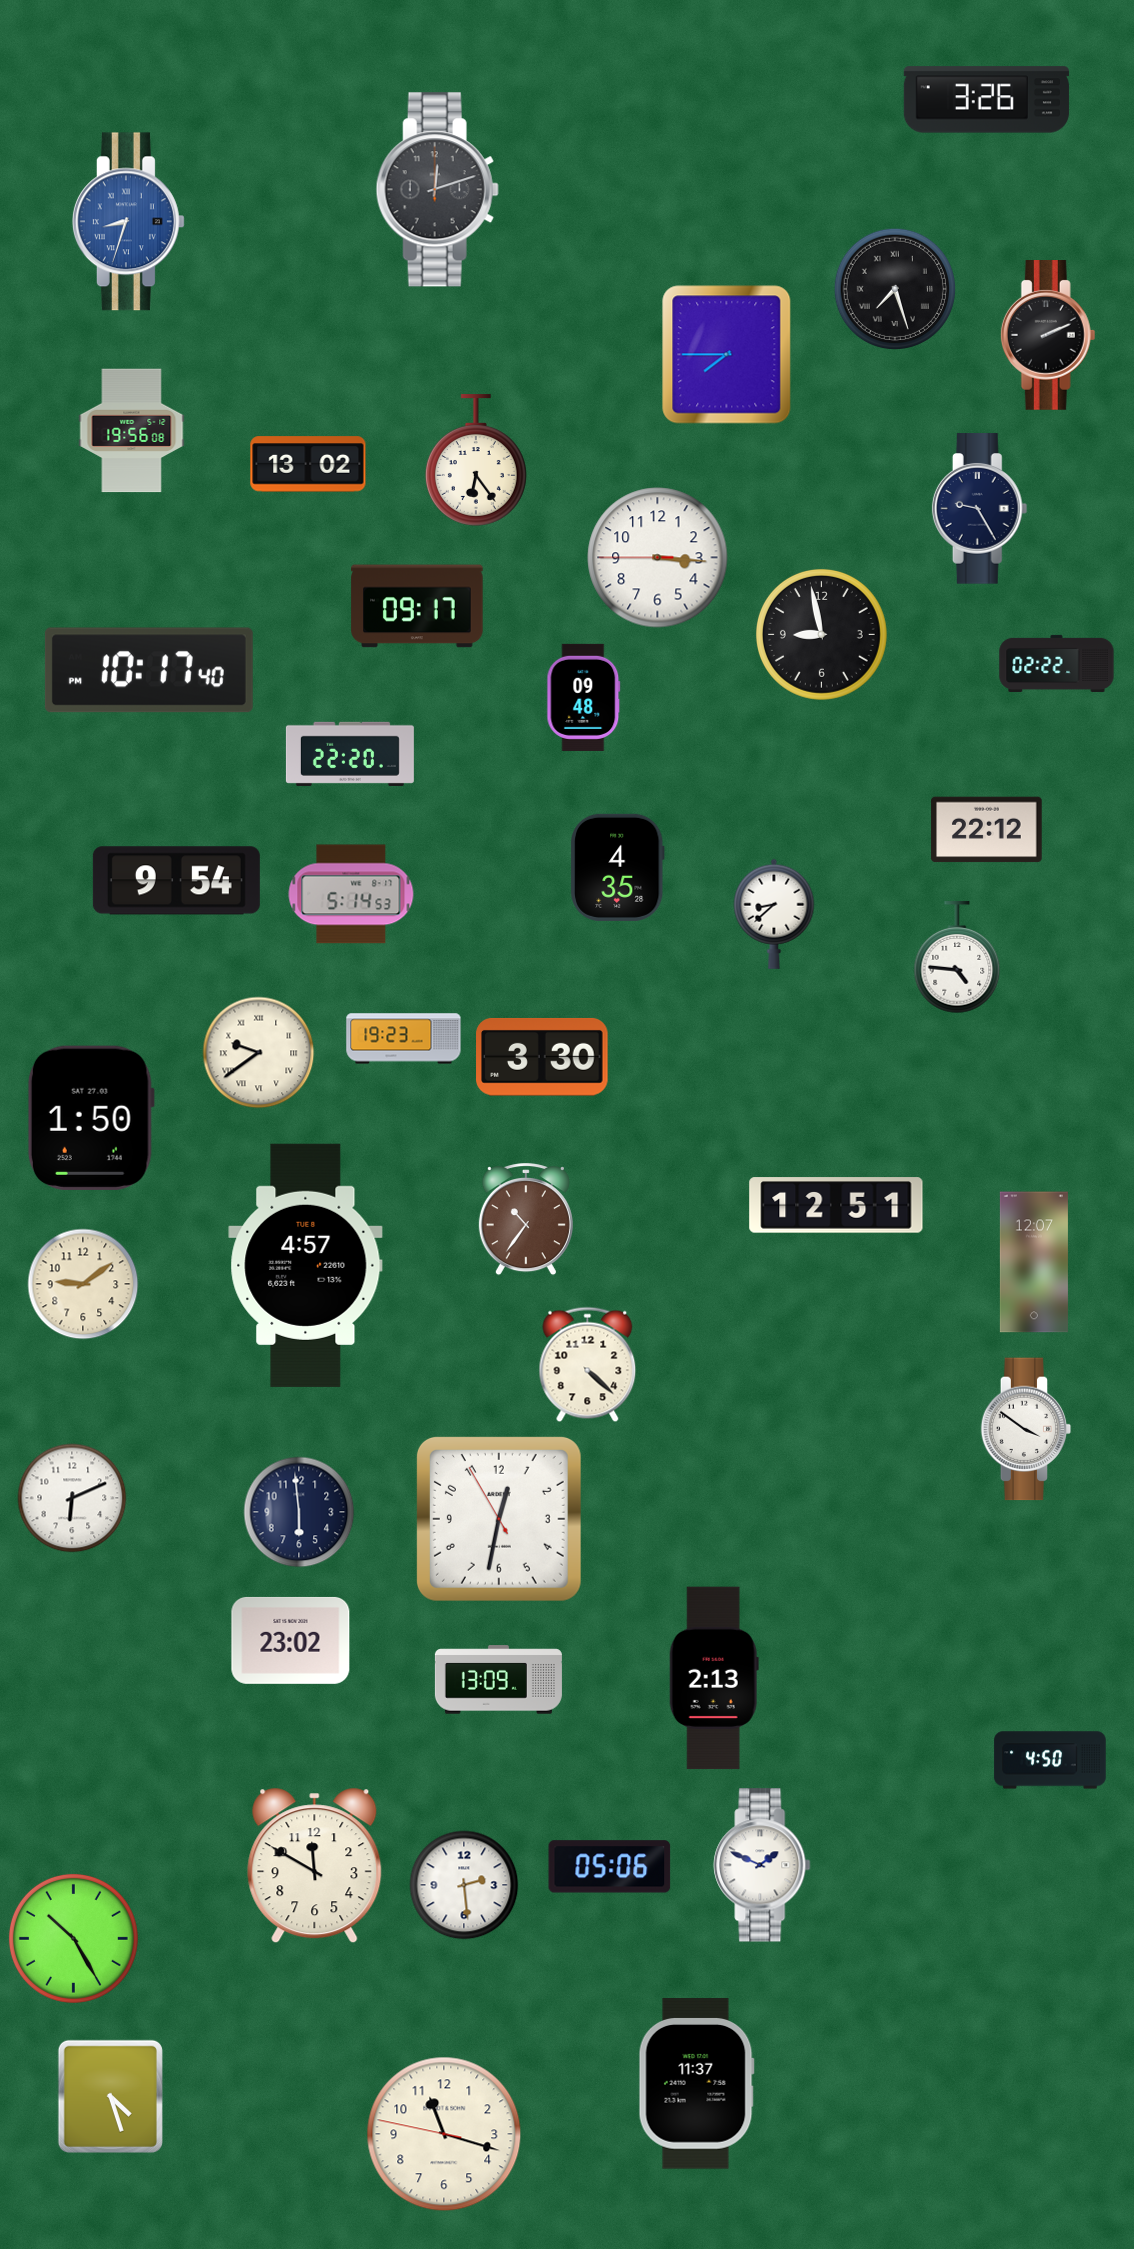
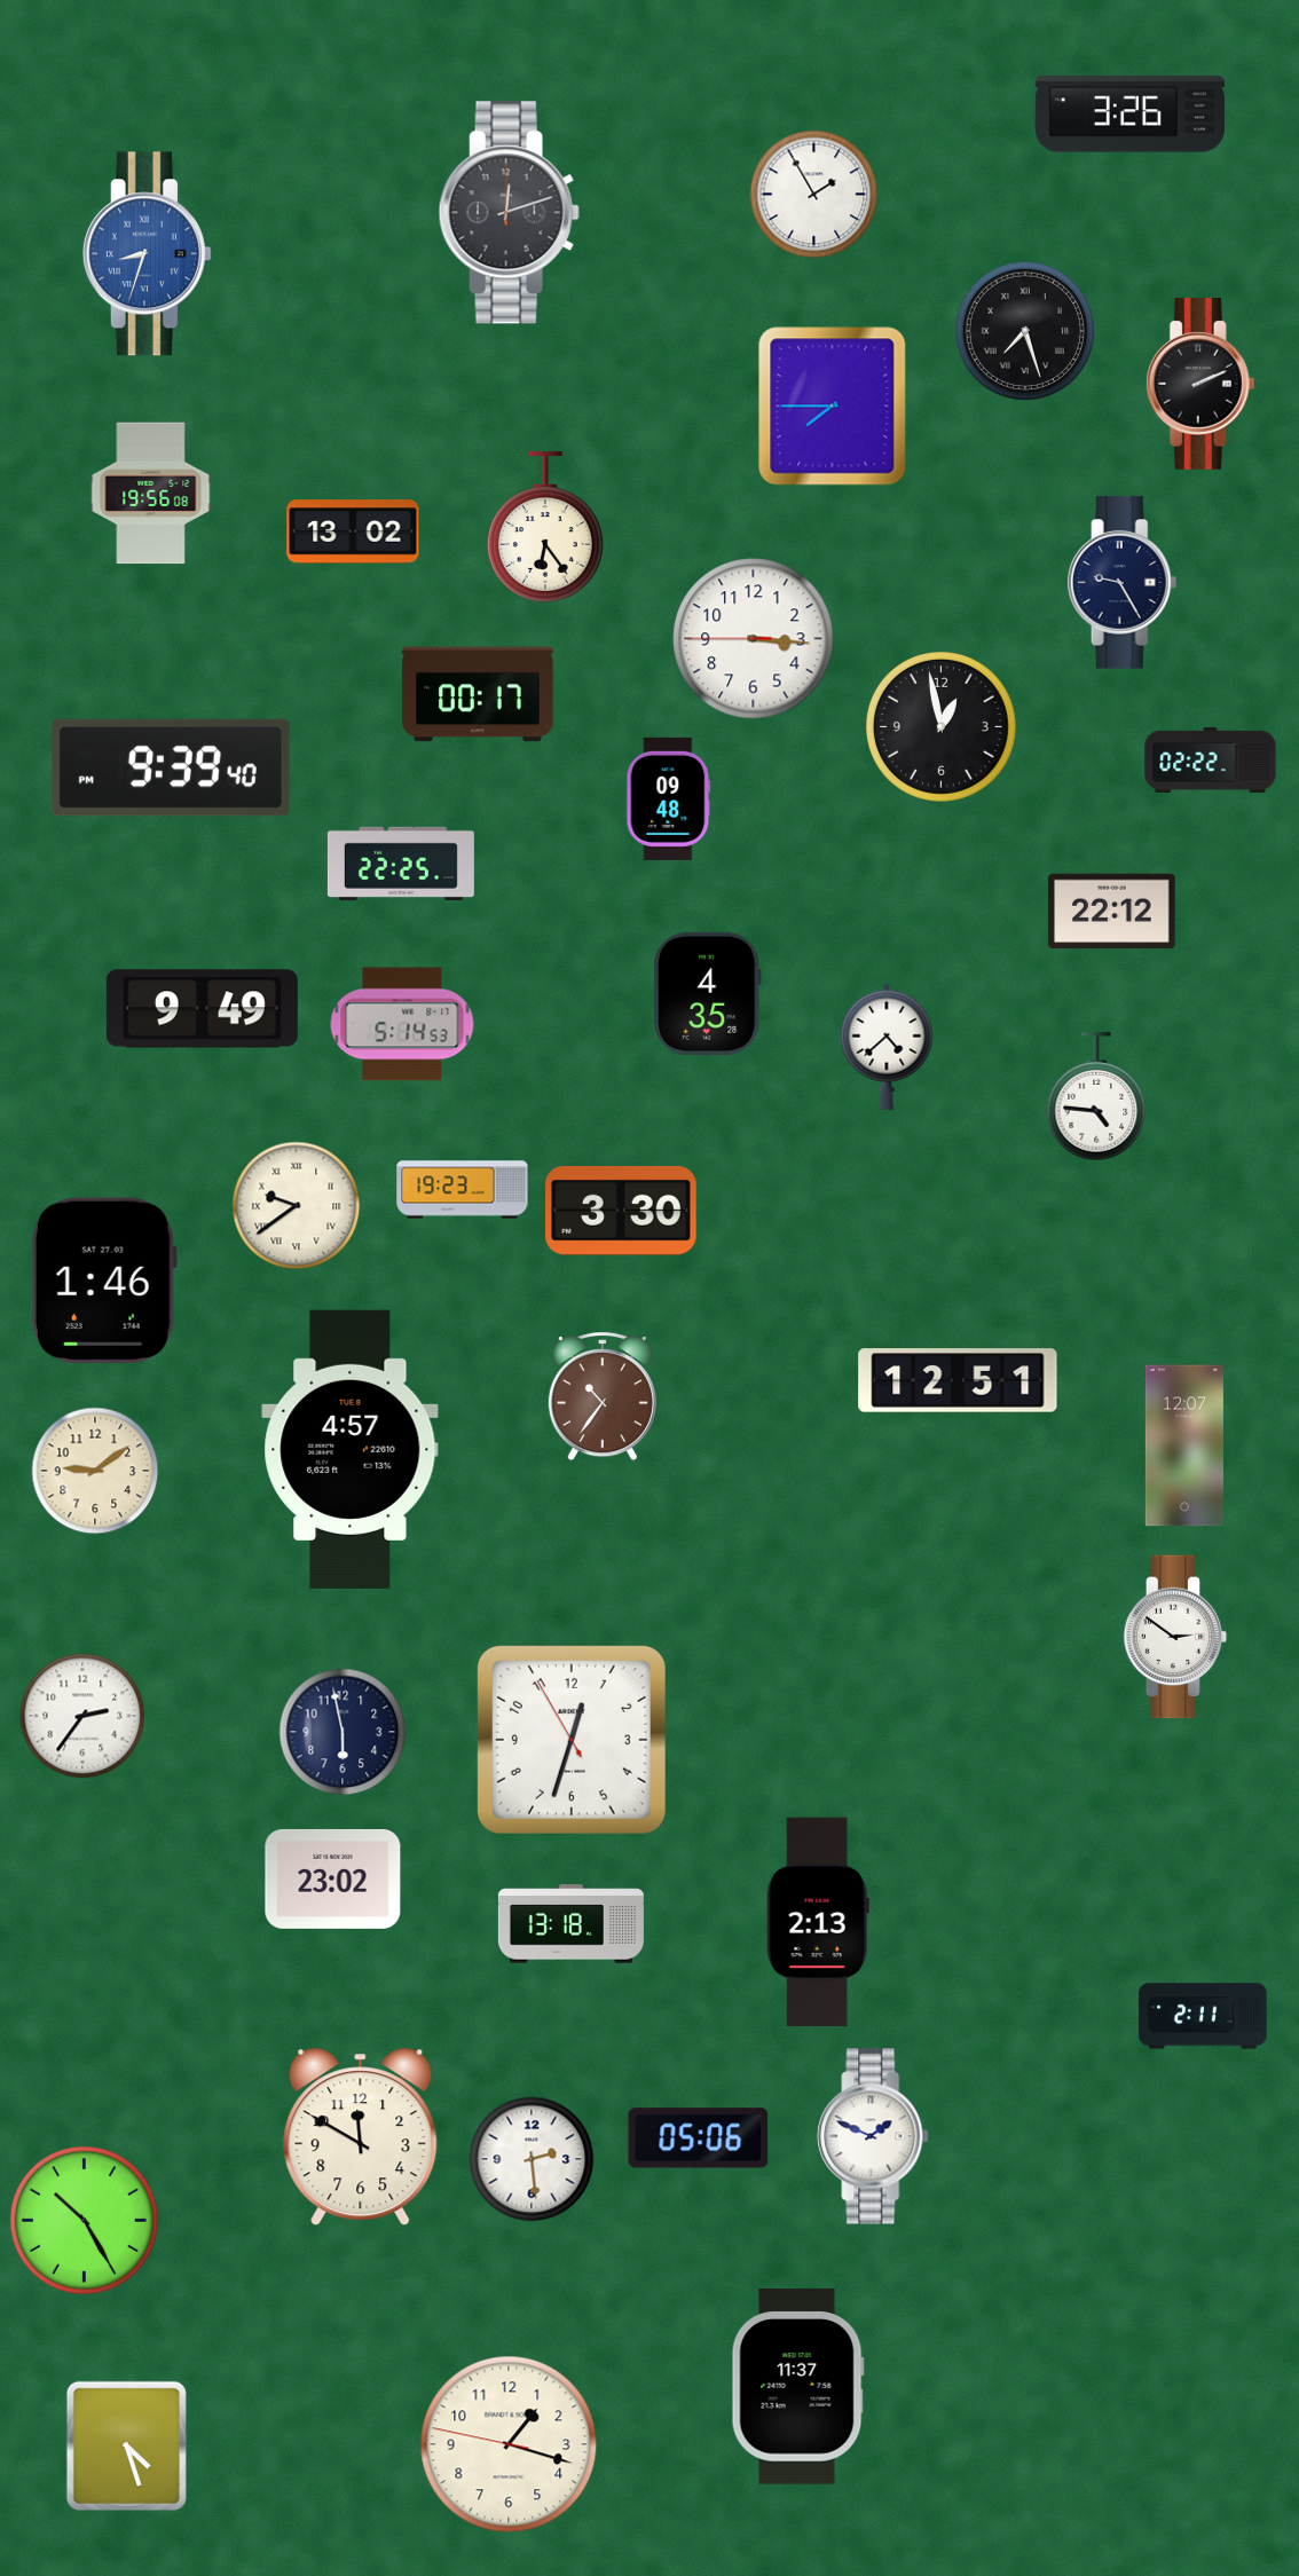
clock at (814, 195): none -> 1:55
clock at (437, 190) position: (437, 190) -> (509, 213)
clock at (417, 606): 09:17 -> 00:17
clock at (821, 634): 8:58 -> 12:58
clock at (149, 670): 10:17 -> 9:39
clock at (350, 754): 22:20 -> 22:25
clock at (987, 830) position: (987, 830) -> (1112, 912)
clock at (176, 881): 9:54 -> 9:49
clock at (774, 914): 8:38 -> 4:38
clock at (91, 1118): 1:50 -> 1:46
clock at (588, 1365): 4:22 -> none
clock at (1026, 1429): 3:51 -> 2:51
clock at (72, 1498): 6:11 -> 2:36
clock at (299, 1512): 5:59 -> 5:58
clock at (499, 1519): 12:31 -> 12:32
clock at (498, 1680): 13:09 -> 13:18
clock at (1050, 1760): 4:50 -> 2:11
clock at (110, 2096) position: (110, 2096) -> (126, 2445)
clock at (444, 2134): 11:17 -> 1:17
